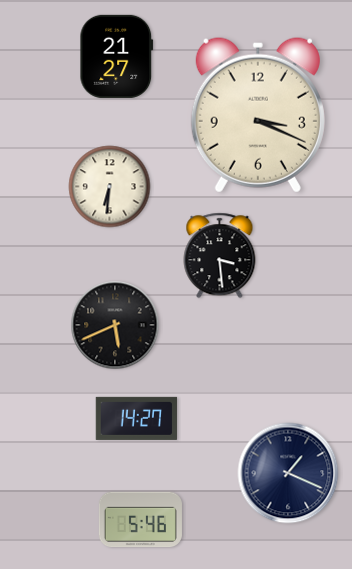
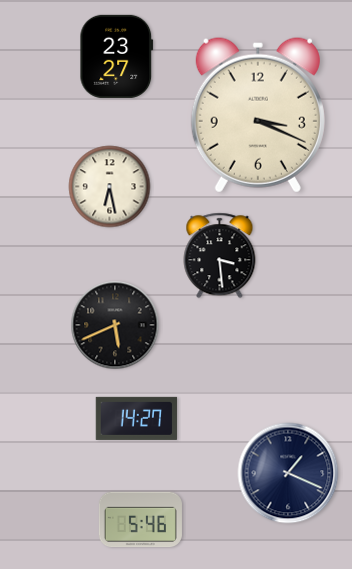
clock at (117, 56): 21:27 -> 23:27
clock at (110, 187): 6:31 -> 6:28
